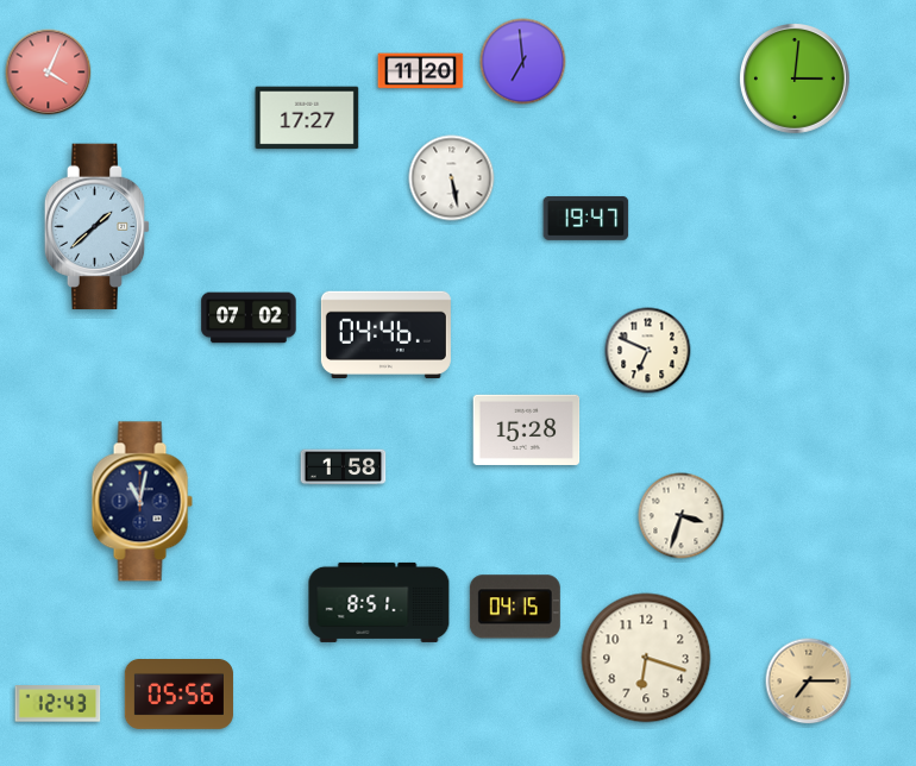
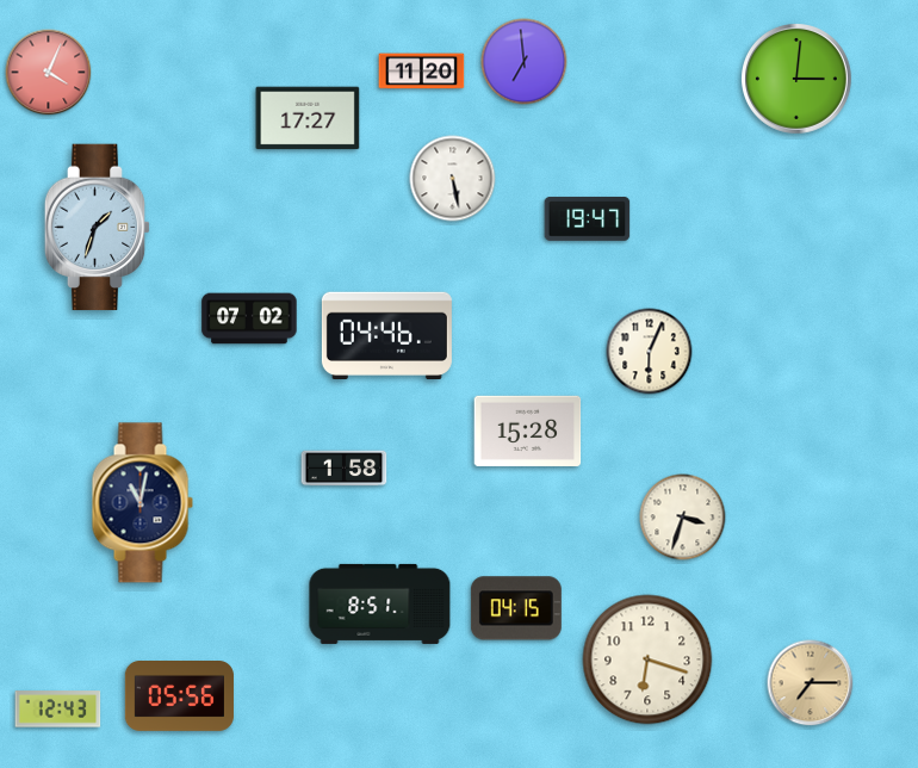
clock at (98, 227): 1:38 -> 1:33
clock at (648, 351): 6:49 -> 6:04
clock at (58, 704) position: (58, 704) -> (58, 710)
